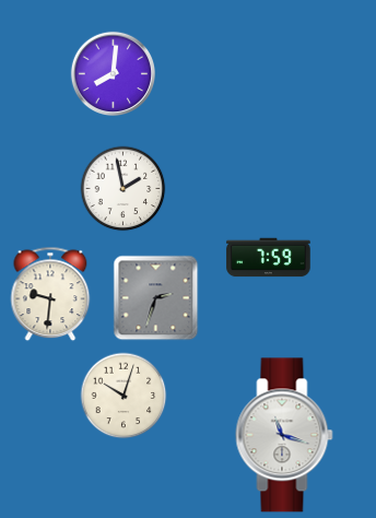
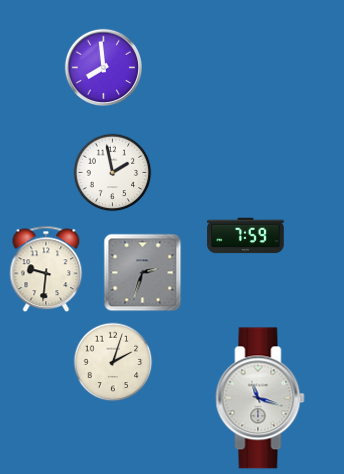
clock at (113, 73): 8:01 -> 7:59
clock at (124, 396): 10:03 -> 2:03
